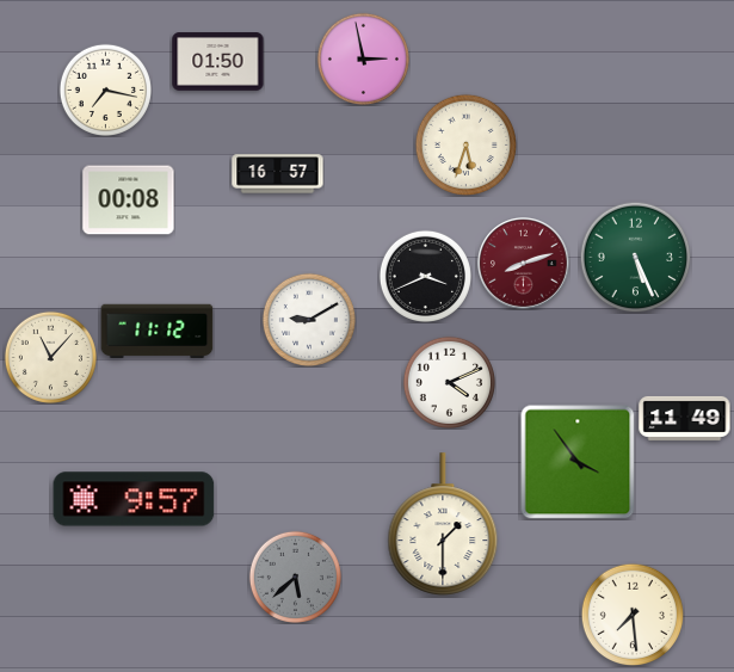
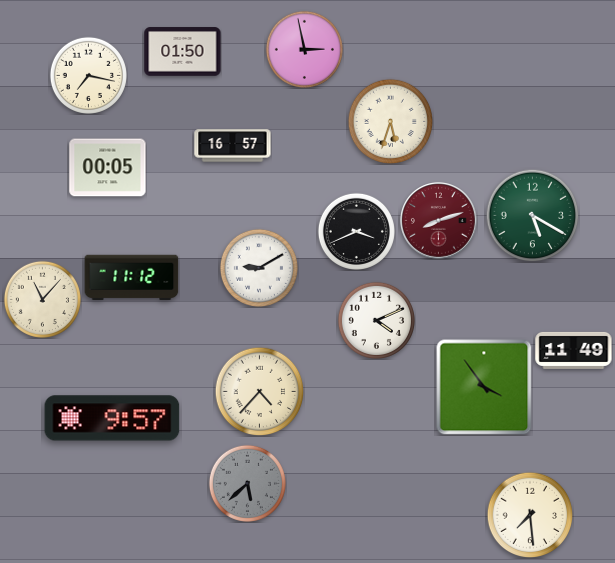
clock at (129, 201): 00:08 -> 00:05
clock at (635, 257): 5:26 -> 5:20
clock at (259, 391): none -> 4:37
clock at (443, 524): 1:30 -> none
